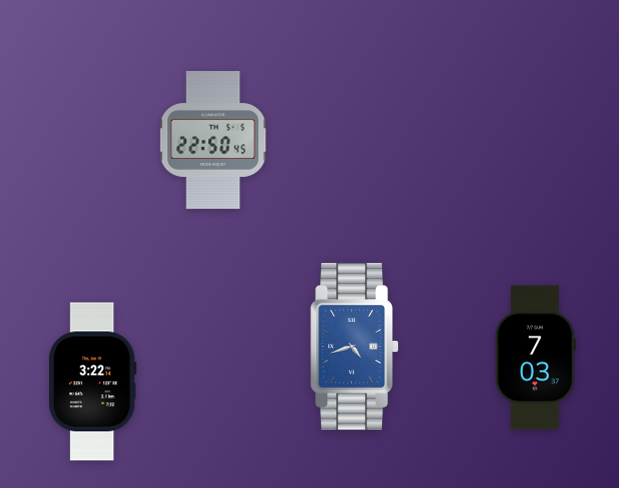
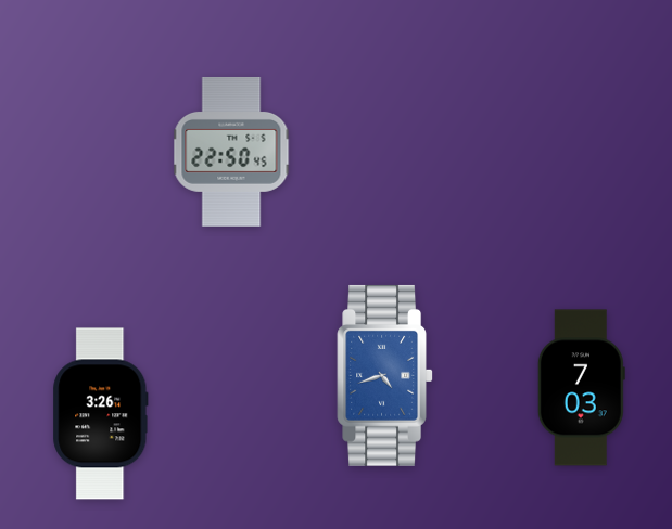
clock at (93, 382): 3:22 -> 3:26
